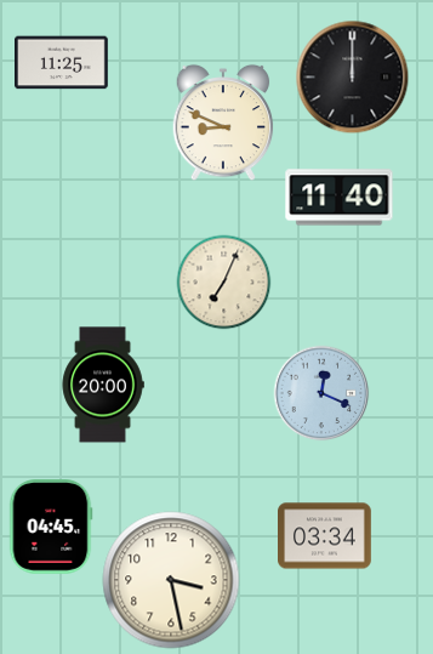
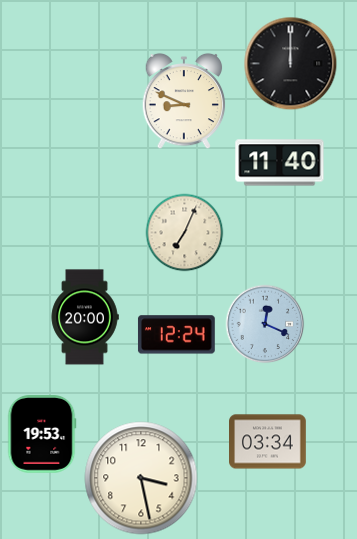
clock at (62, 63): 11:25 -> none
clock at (176, 335): none -> 12:24
clock at (51, 527): 04:45 -> 19:53
